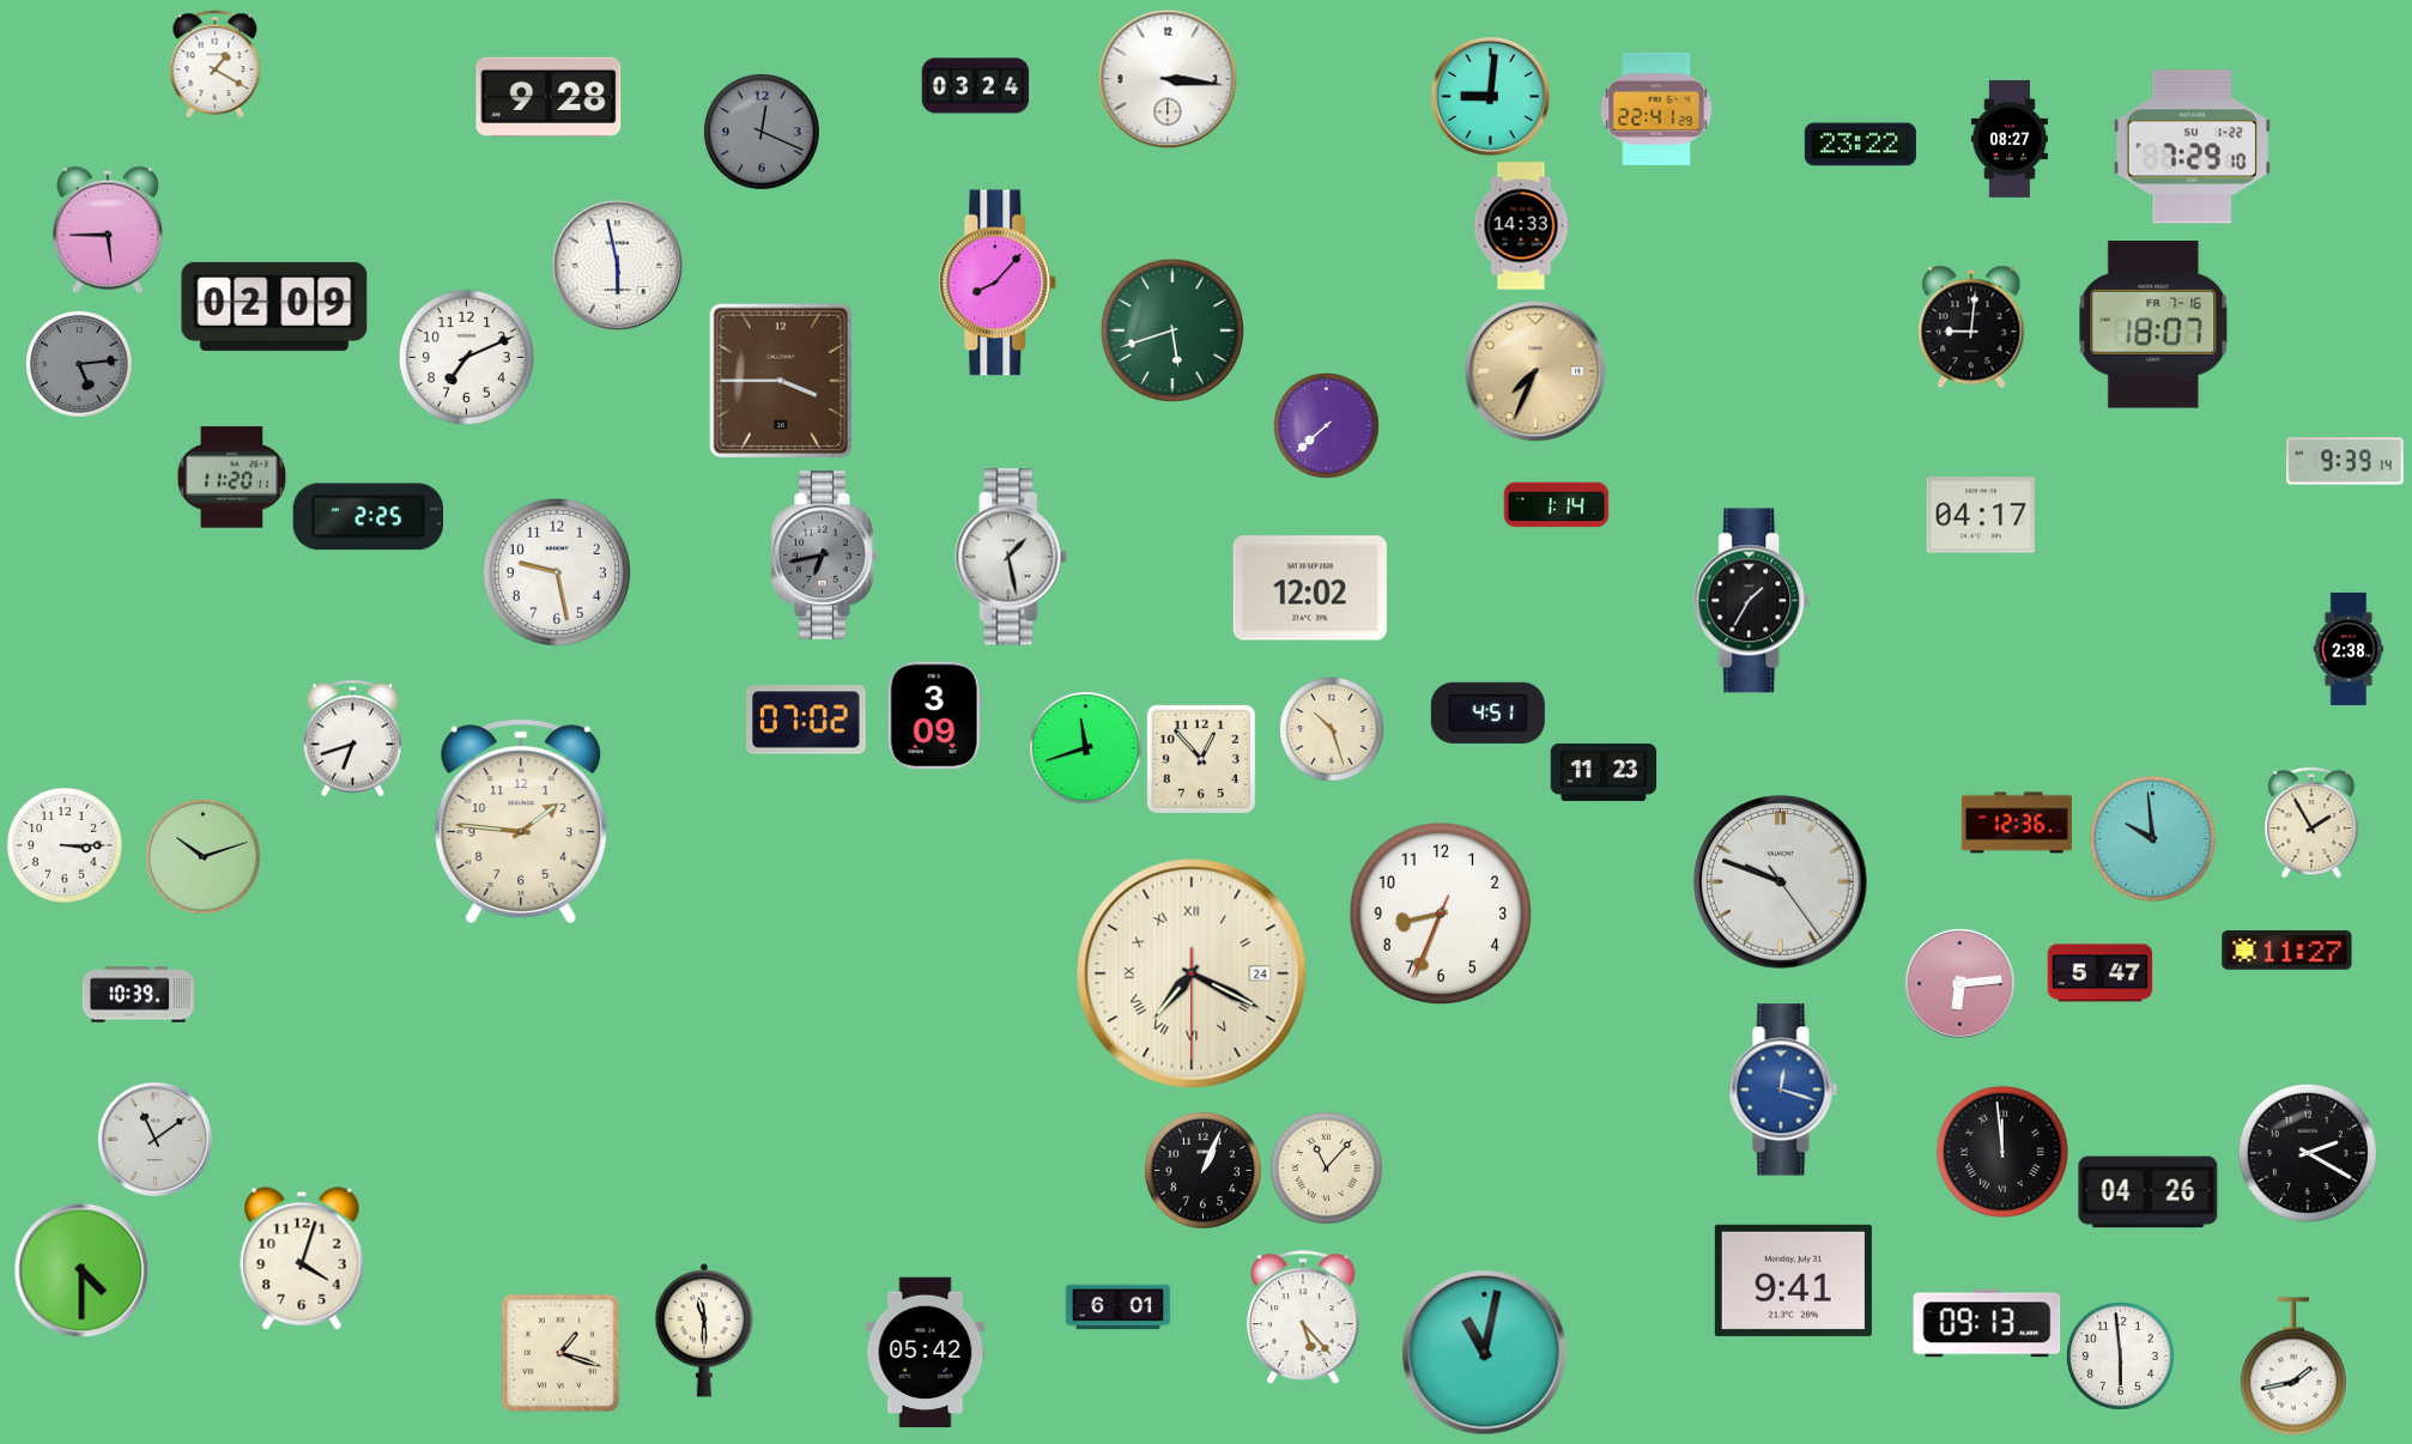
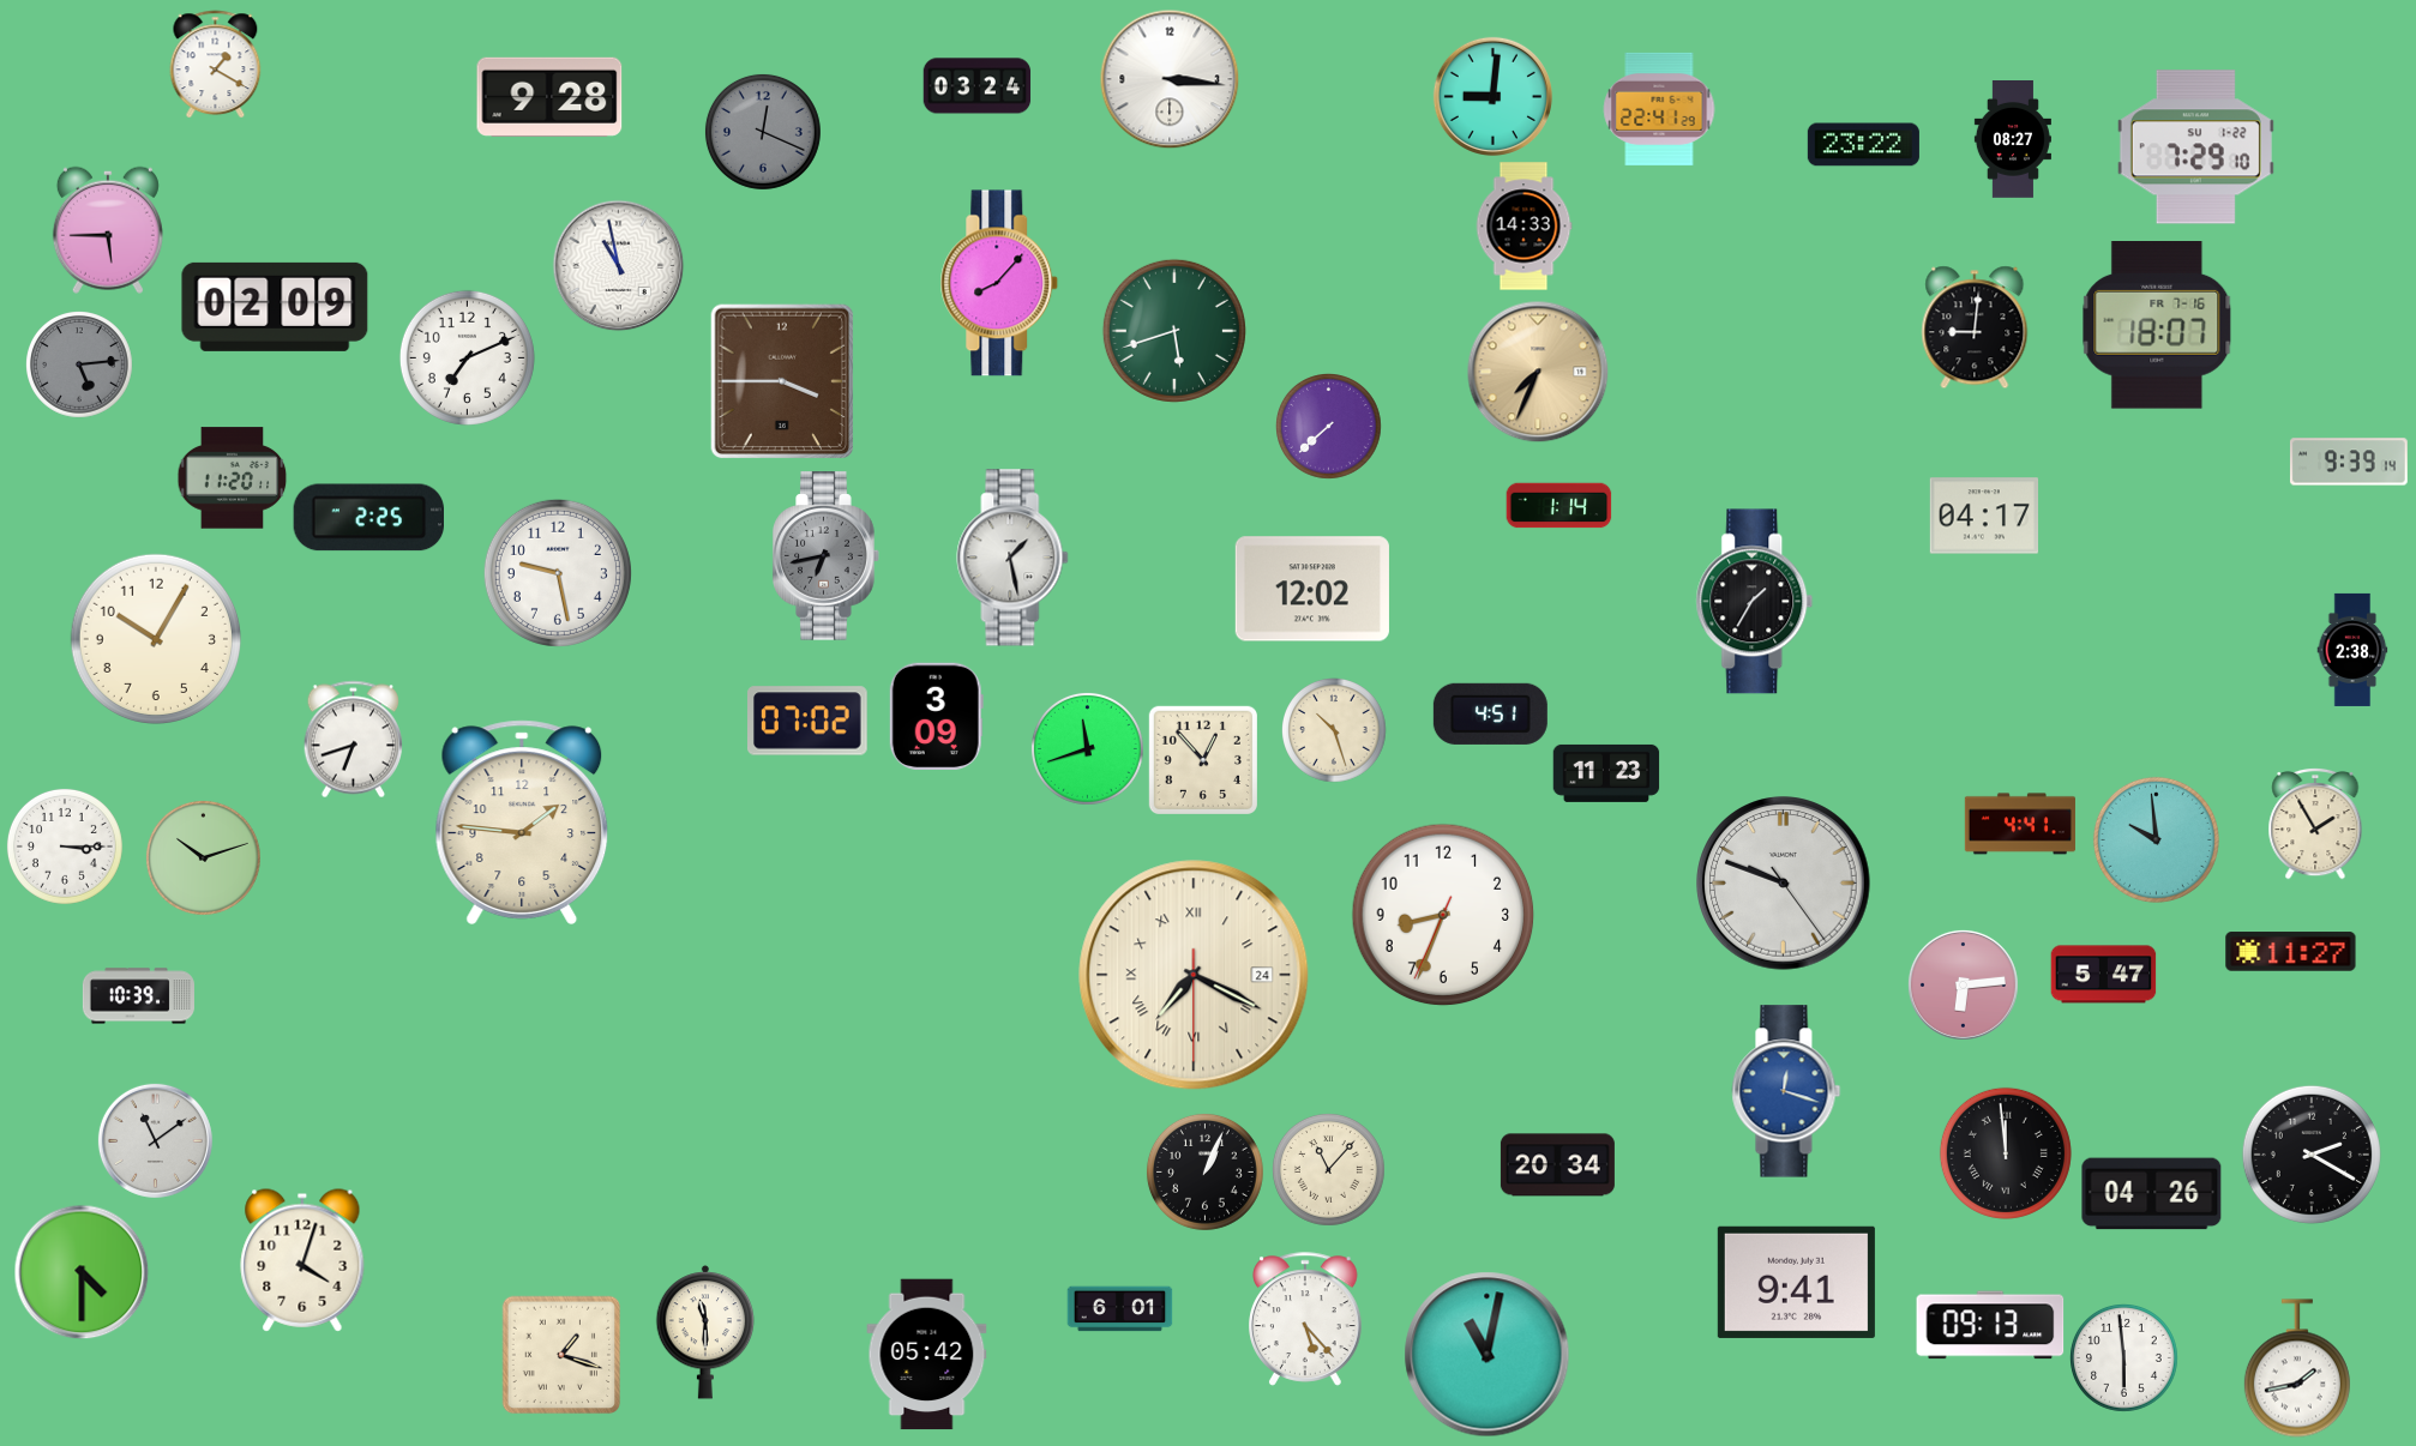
clock at (618, 266): 5:58 -> 10:58
clock at (155, 638): none -> 10:05
clock at (2017, 823): 12:36 -> 4:41
clock at (1557, 1165): none -> 20:34
